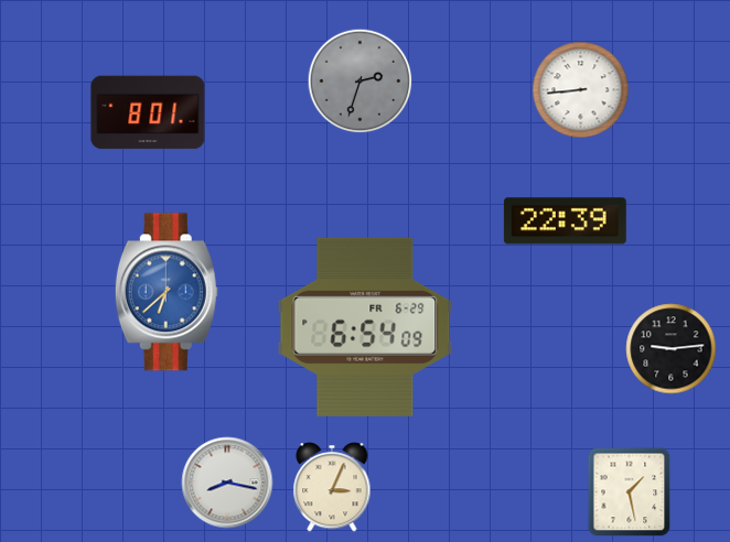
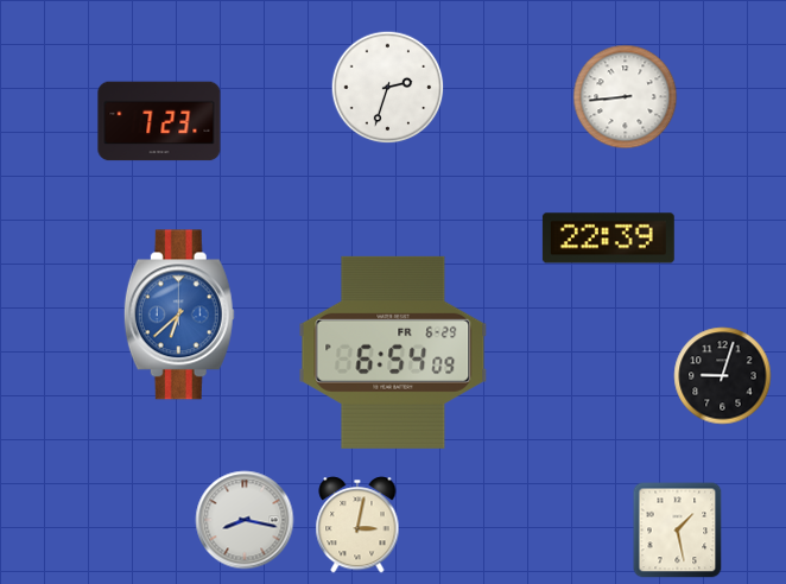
clock at (361, 82) dial: grey -> white
clock at (148, 112): 8:01 -> 7:23
clock at (672, 349): 9:14 -> 9:03
clock at (332, 487): 3:04 -> 3:02
